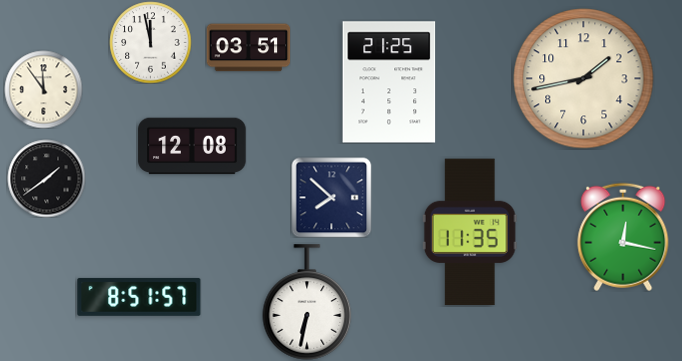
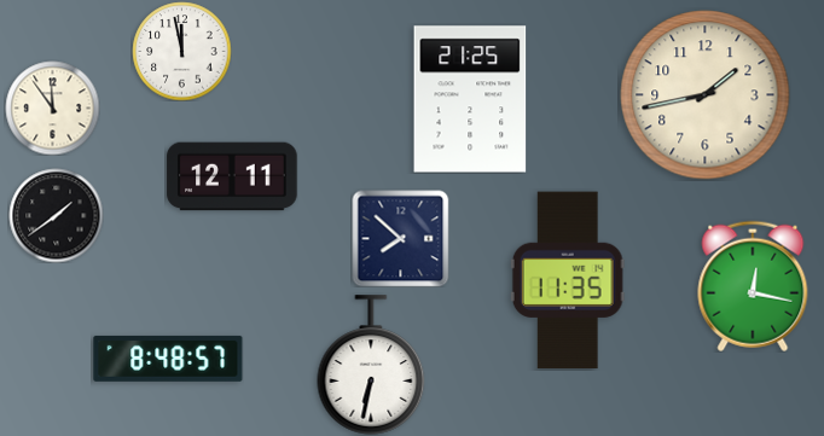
clock at (248, 48): 03:51 -> none
clock at (192, 146): 12:08 -> 12:11
clock at (139, 297): 8:51 -> 8:48
